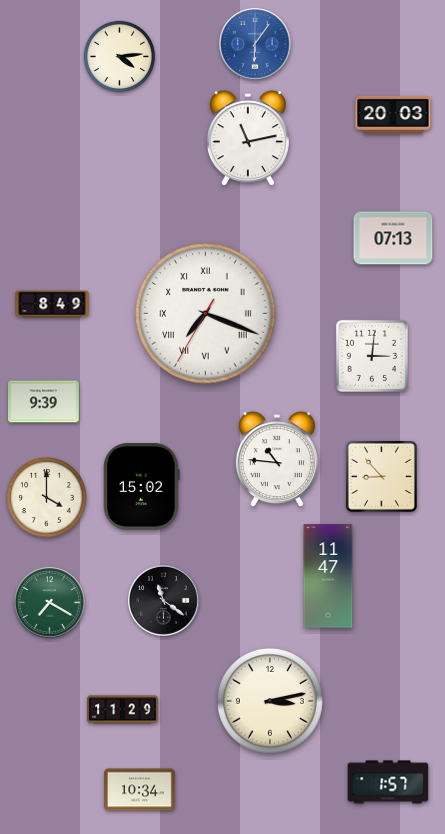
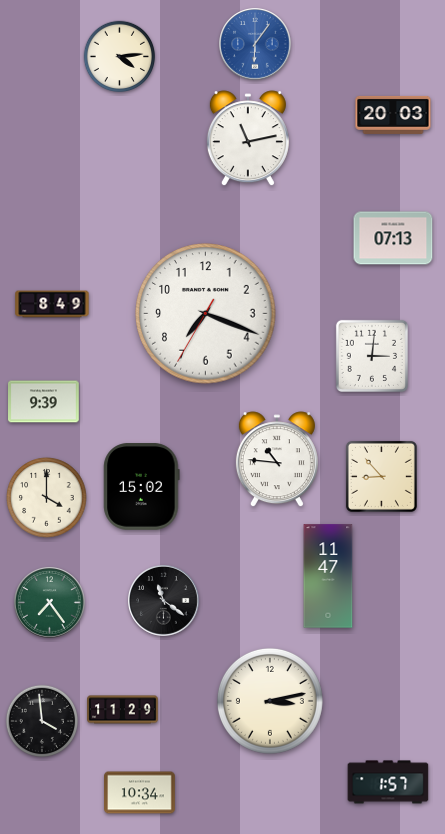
clock at (206, 314) numerals: Roman -> Arabic
clock at (50, 603): 7:20 -> 7:24
clock at (41, 720): none -> 3:59
clock at (140, 790) position: (140, 790) -> (140, 793)
